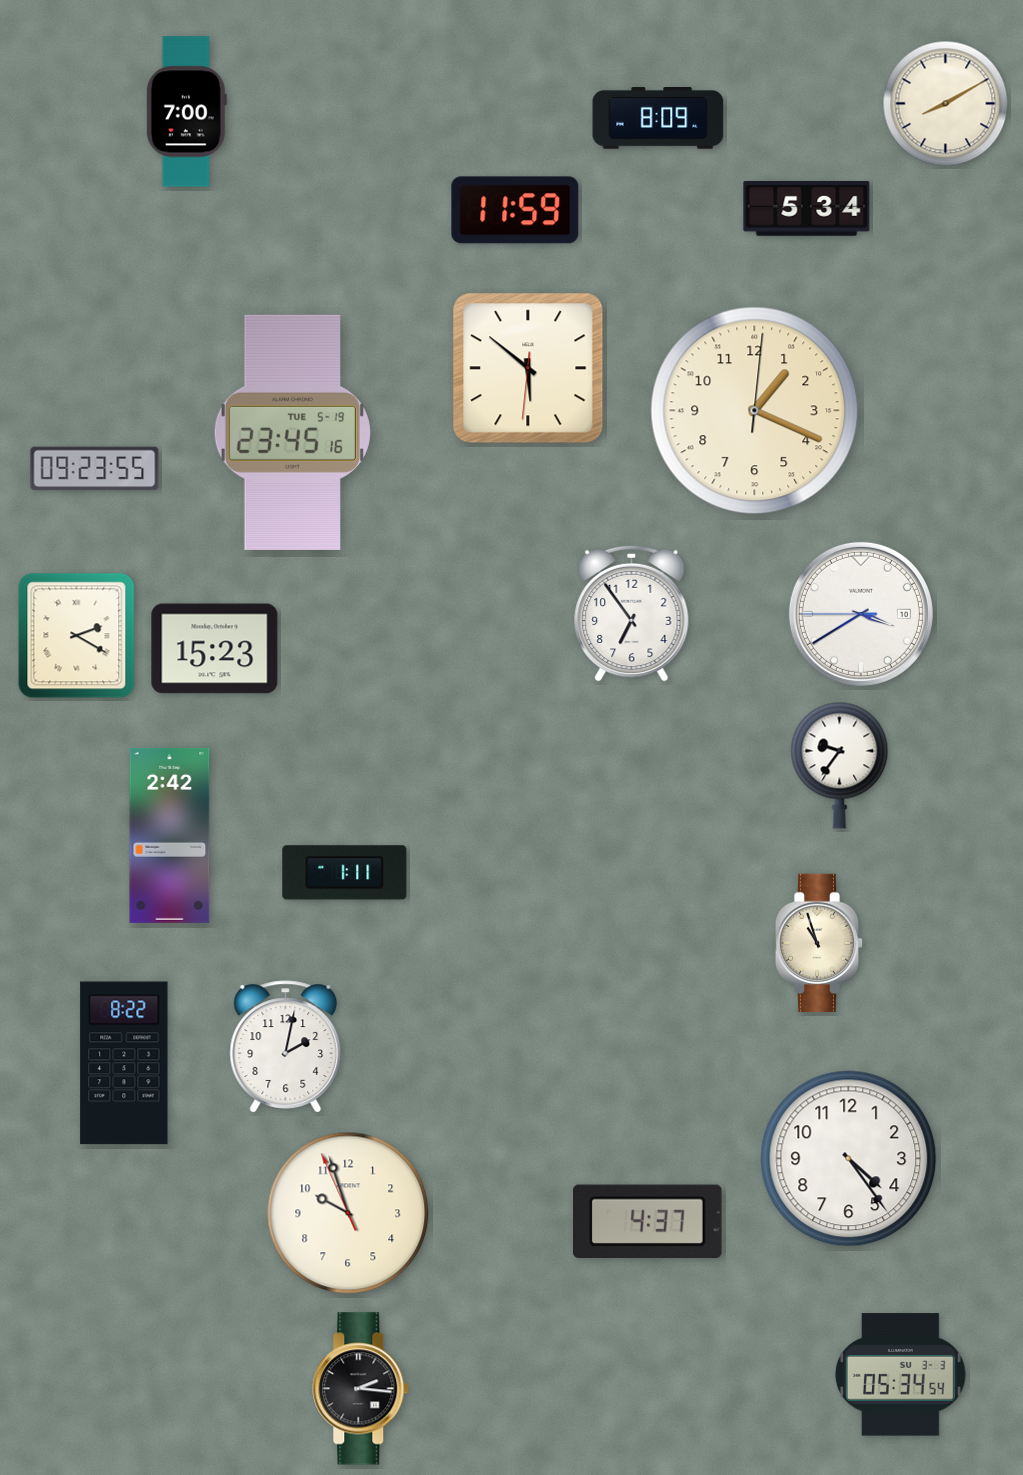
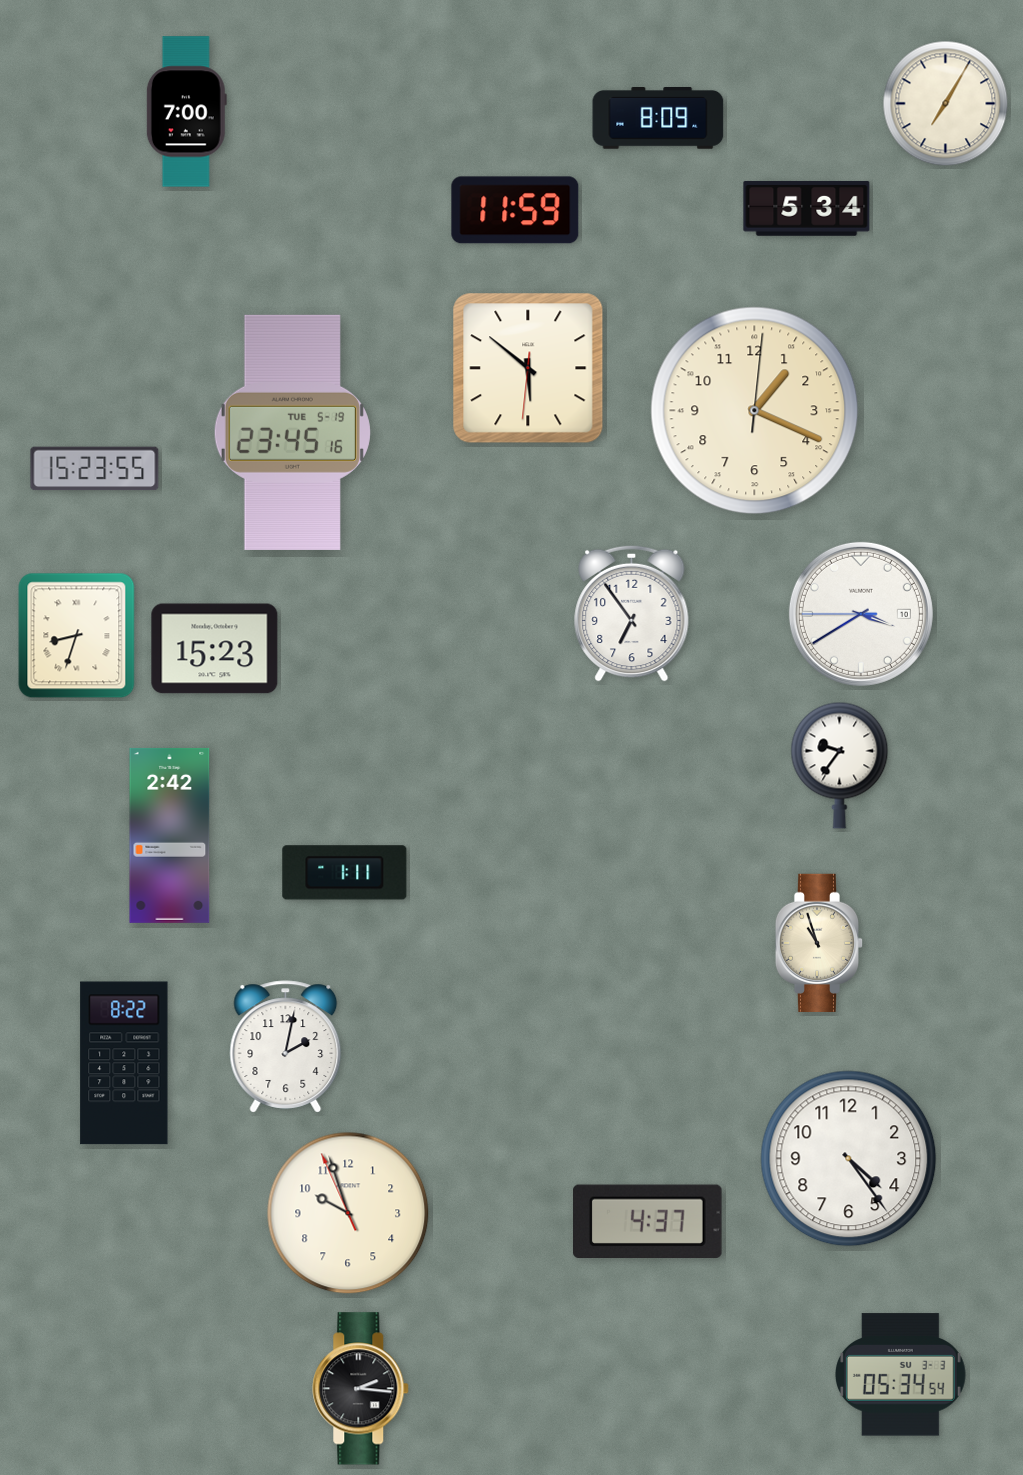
clock at (946, 104): 8:10 -> 7:05
clock at (95, 469): 09:23 -> 15:23
clock at (77, 636): 2:20 -> 8:33
